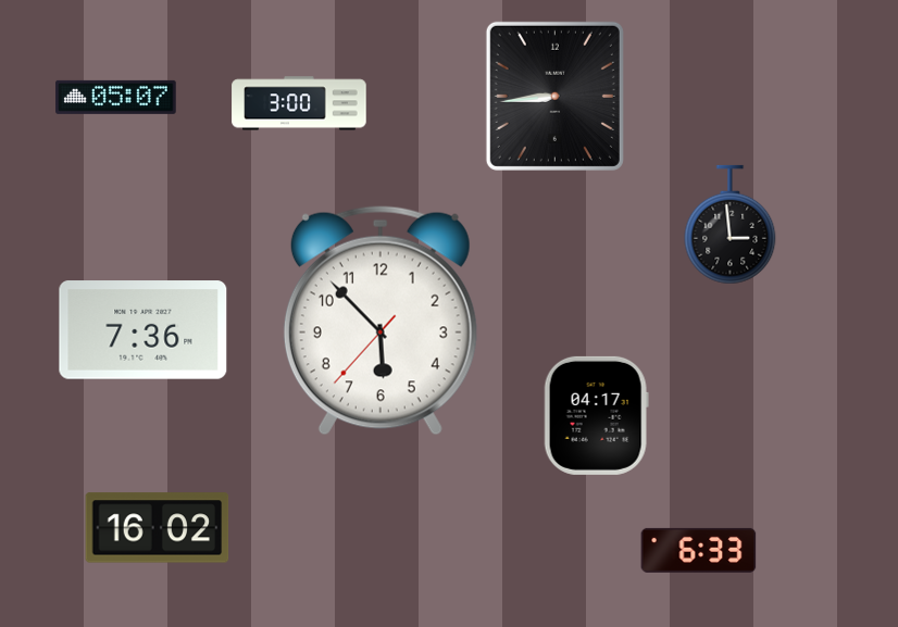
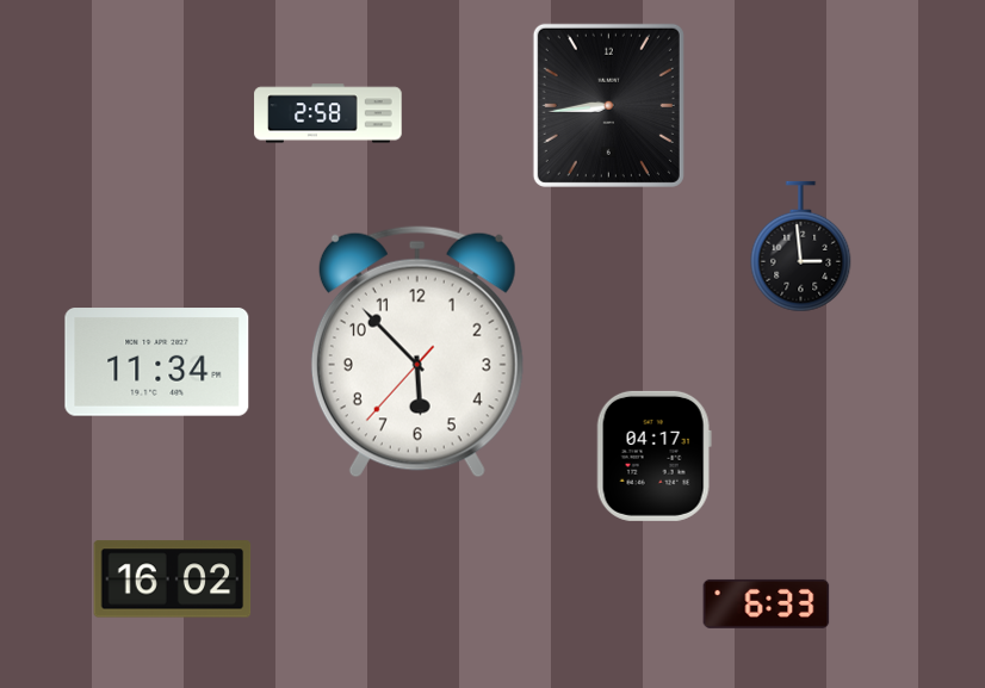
clock at (116, 97): 05:07 -> none
clock at (299, 103): 3:00 -> 2:58
clock at (144, 330): 7:36 -> 11:34
